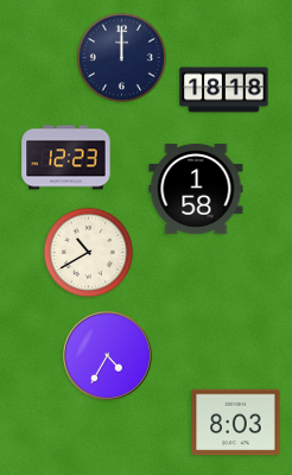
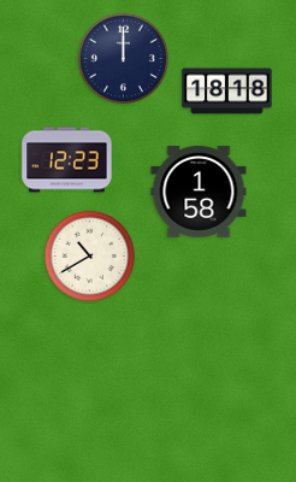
clock at (108, 356): 4:35 -> none
clock at (236, 423): 8:03 -> none
